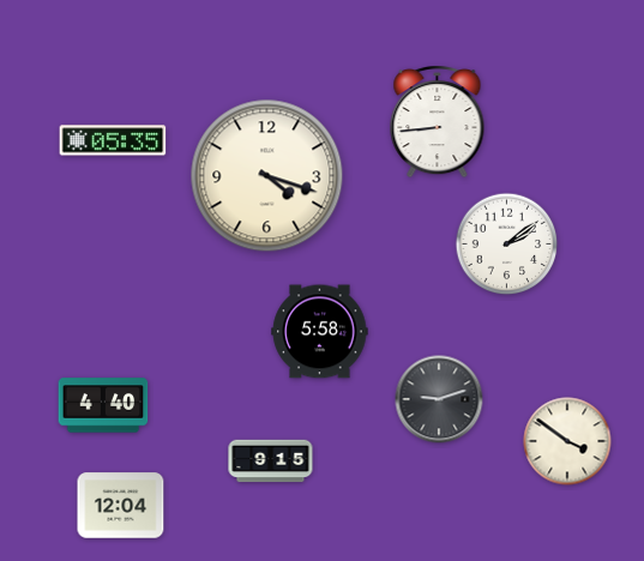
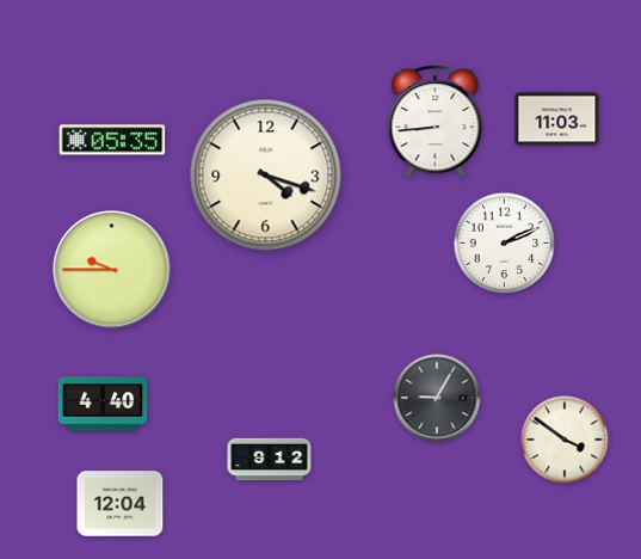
clock at (557, 119): none -> 11:03
clock at (507, 245): 2:09 -> 2:11
clock at (112, 270): none -> 9:45
clock at (320, 332): 5:58 -> none
clock at (439, 399): 9:12 -> 9:05
clock at (271, 462): 9:15 -> 9:12
